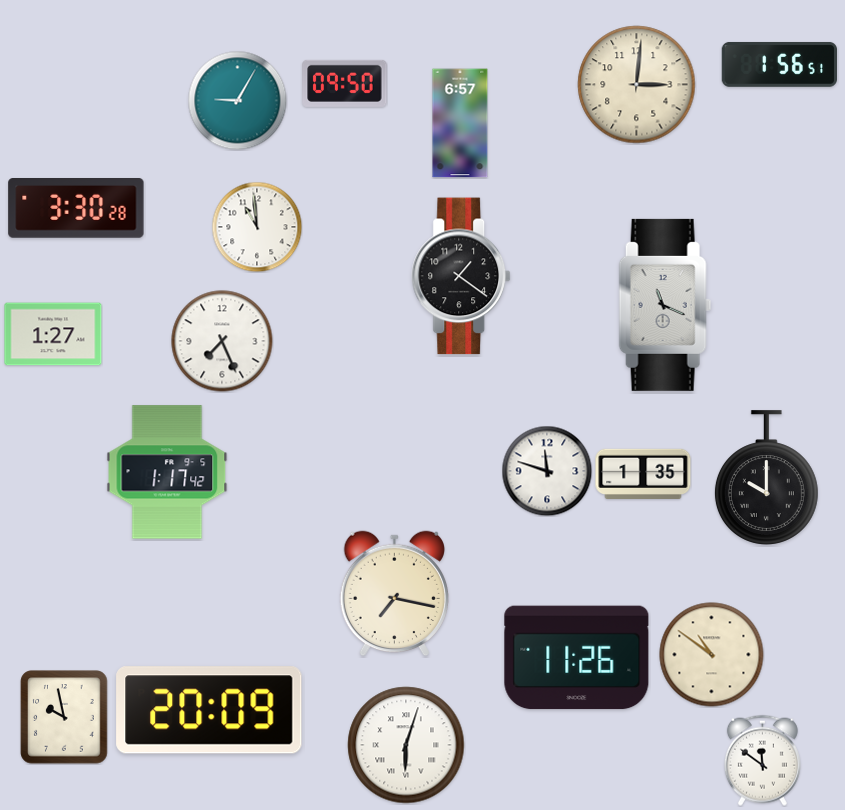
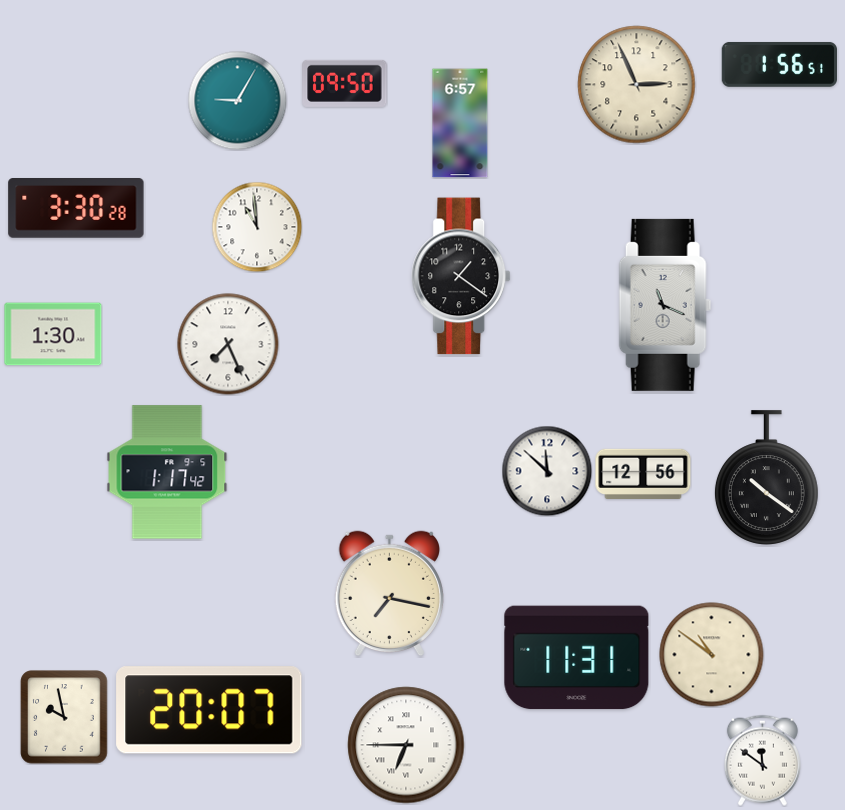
clock at (637, 85): 3:01 -> 2:56
clock at (53, 334): 1:27 -> 1:30
clock at (222, 341) position: (222, 341) -> (228, 344)
clock at (547, 471): 11:48 -> 11:52
clock at (643, 473): 1:35 -> 12:56
clock at (766, 478): 10:00 -> 10:21
clock at (394, 594) position: (394, 594) -> (389, 594)
clock at (577, 658): 11:26 -> 11:31
clock at (209, 710): 20:09 -> 20:07
clock at (406, 745): 6:03 -> 6:45
